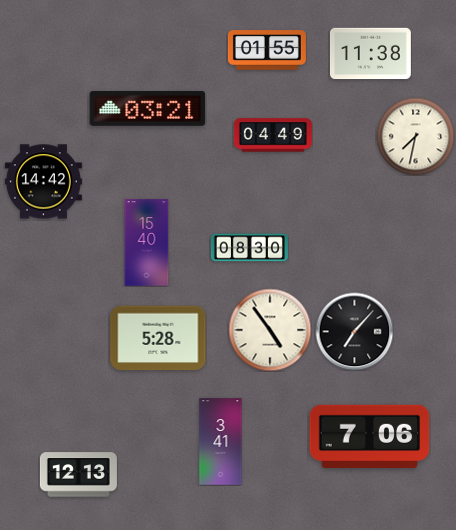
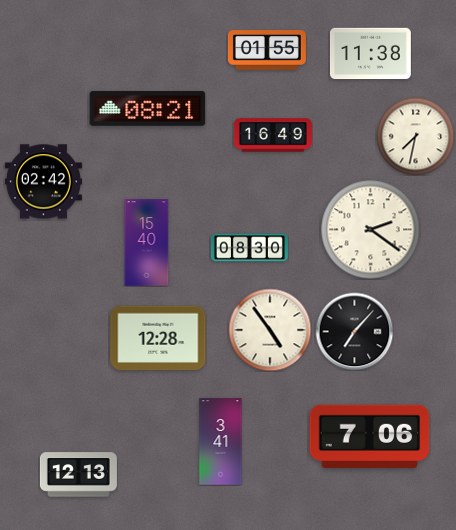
clock at (148, 108): 03:21 -> 08:21
clock at (273, 135): 04:49 -> 16:49
clock at (43, 182): 14:42 -> 02:42
clock at (371, 230): none -> 2:21
clock at (158, 338): 5:28 -> 12:28
